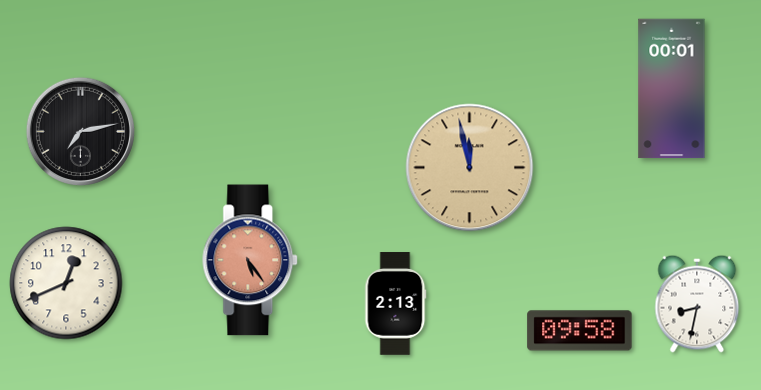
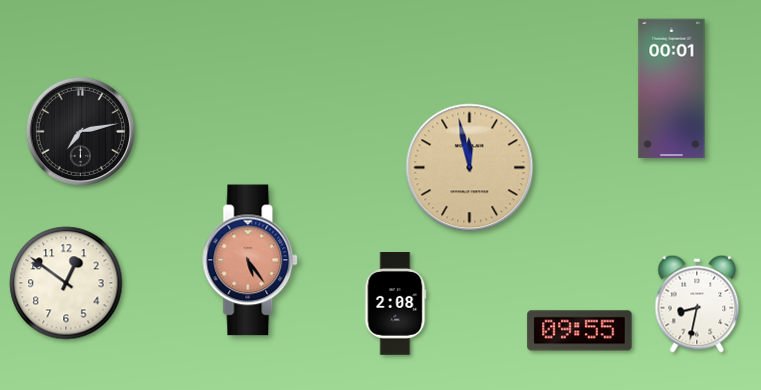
clock at (66, 283): 12:41 -> 12:51
clock at (396, 304): 2:13 -> 2:08
clock at (580, 331): 09:58 -> 09:55
